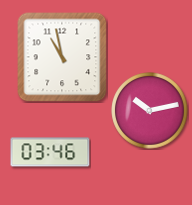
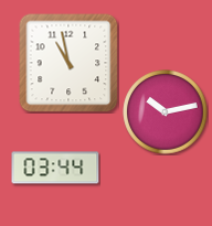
clock at (150, 111) position: (150, 111) -> (166, 112)
clock at (50, 152): 03:46 -> 03:44
